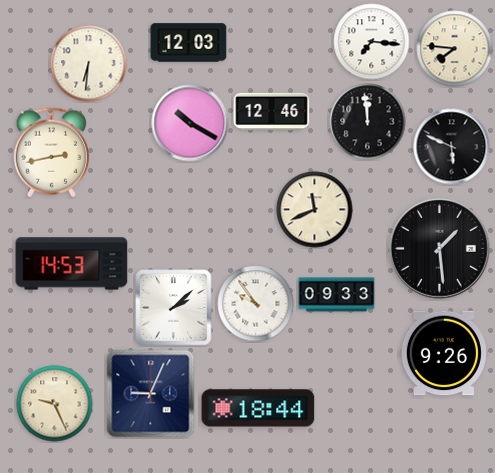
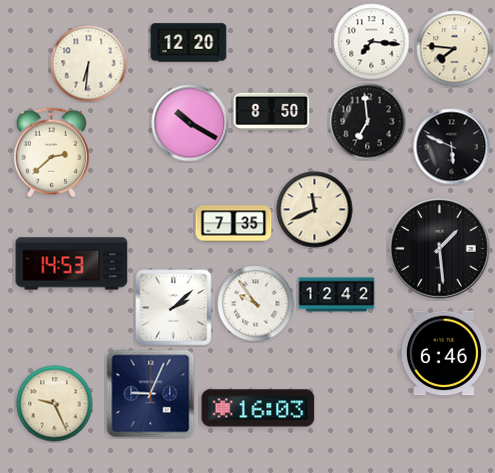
clock at (189, 43): 12:03 -> 12:20
clock at (272, 112): 12:46 -> 8:50
clock at (368, 122): 11:59 -> 6:59
clock at (51, 153): 2:43 -> 2:38
clock at (234, 224): none -> 7:35
clock at (337, 295): 09:33 -> 12:42
clock at (444, 353): 9:26 -> 6:46
clock at (258, 408): 18:44 -> 16:03
